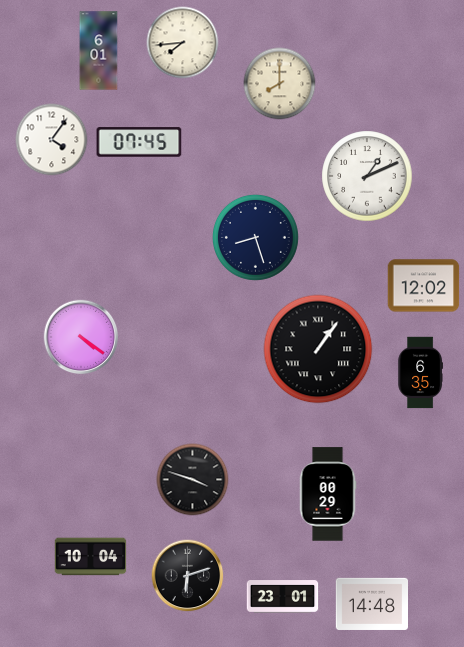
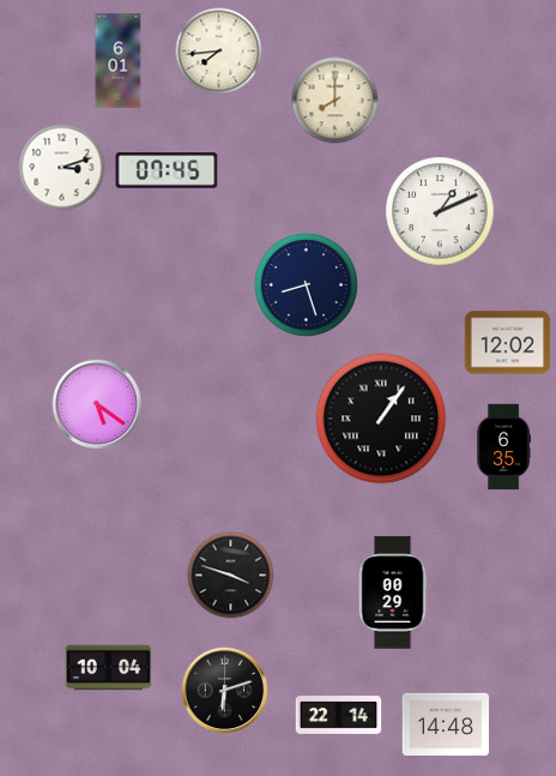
clock at (52, 140): 4:06 -> 3:12
clock at (81, 337): 4:21 -> 5:21
clock at (283, 597): 23:01 -> 22:14
